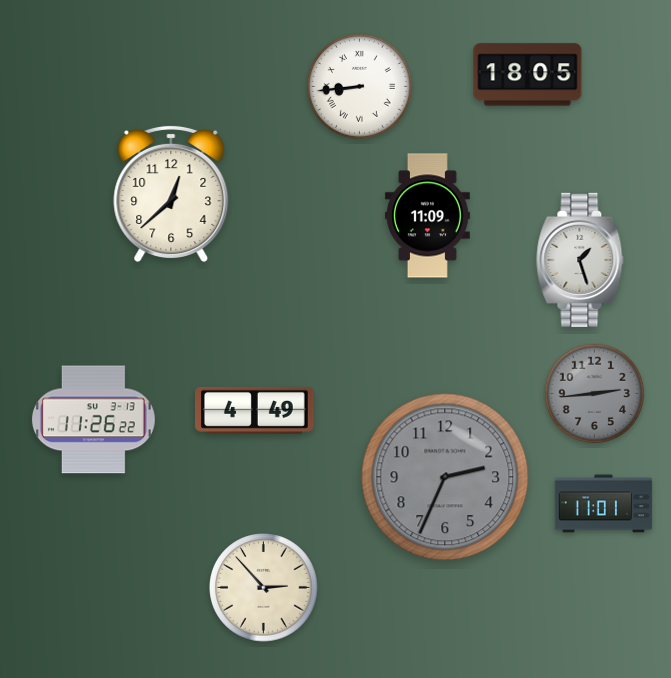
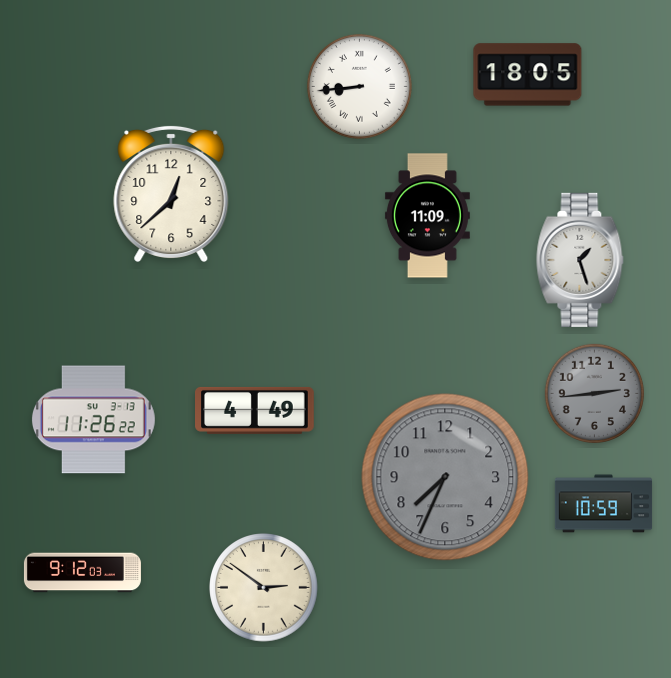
clock at (445, 477): 2:34 -> 7:34
clock at (604, 504): 11:01 -> 10:59
clock at (82, 573): none -> 9:12
clock at (264, 588): 2:53 -> 2:51
